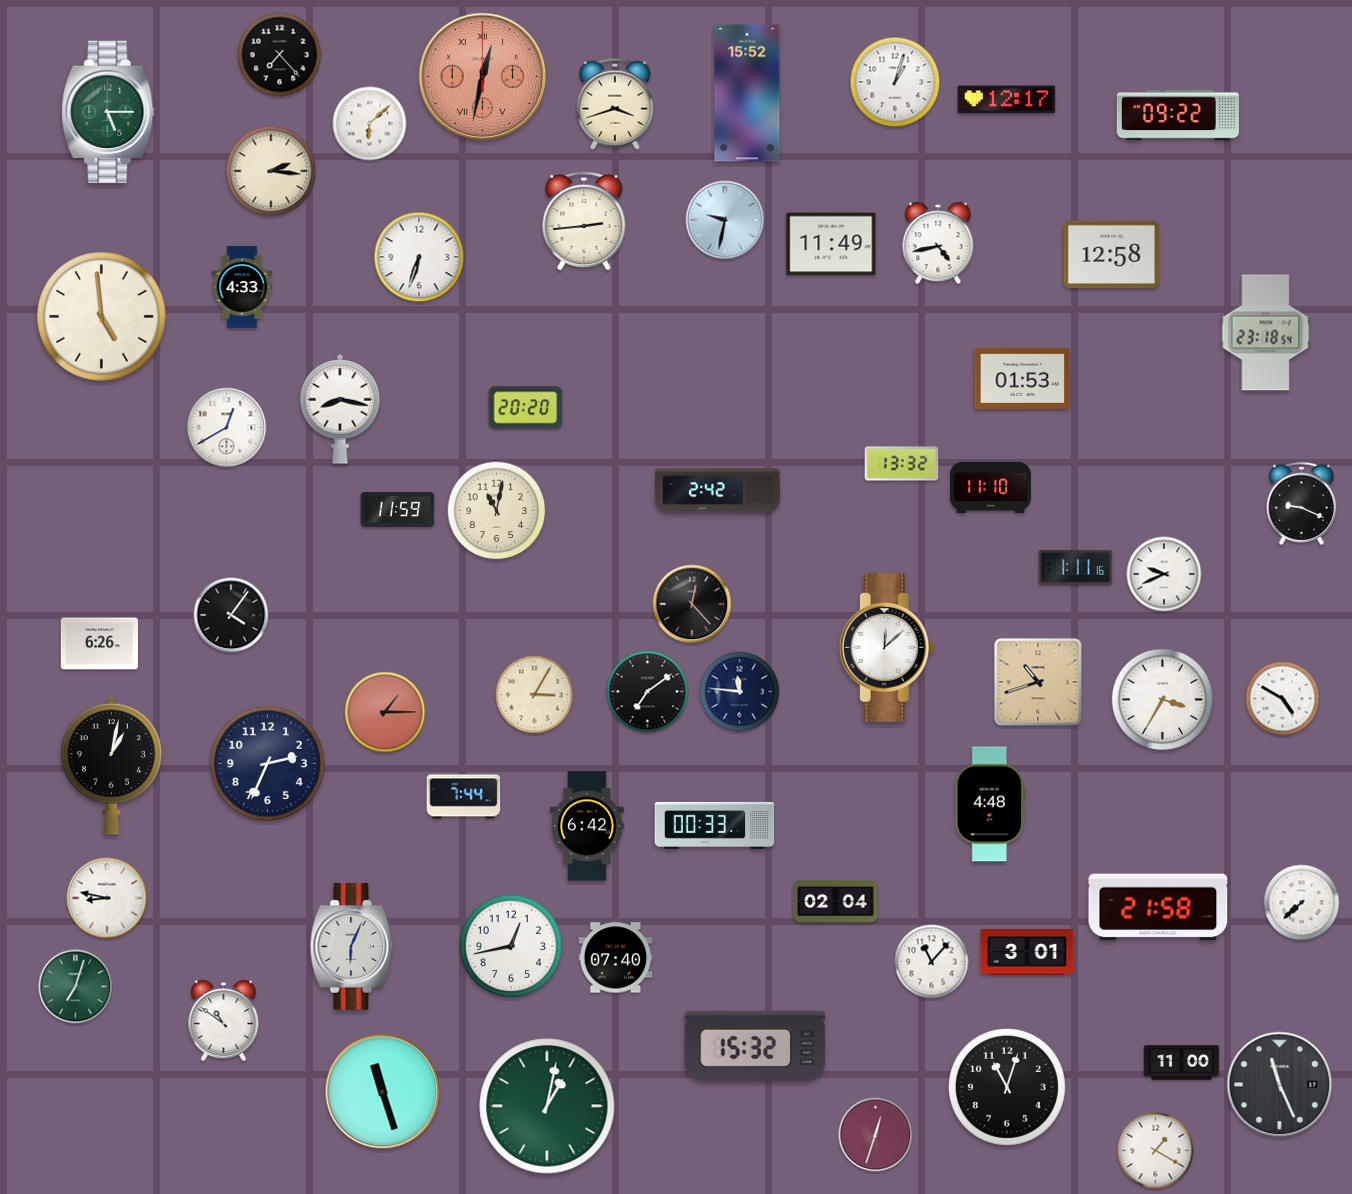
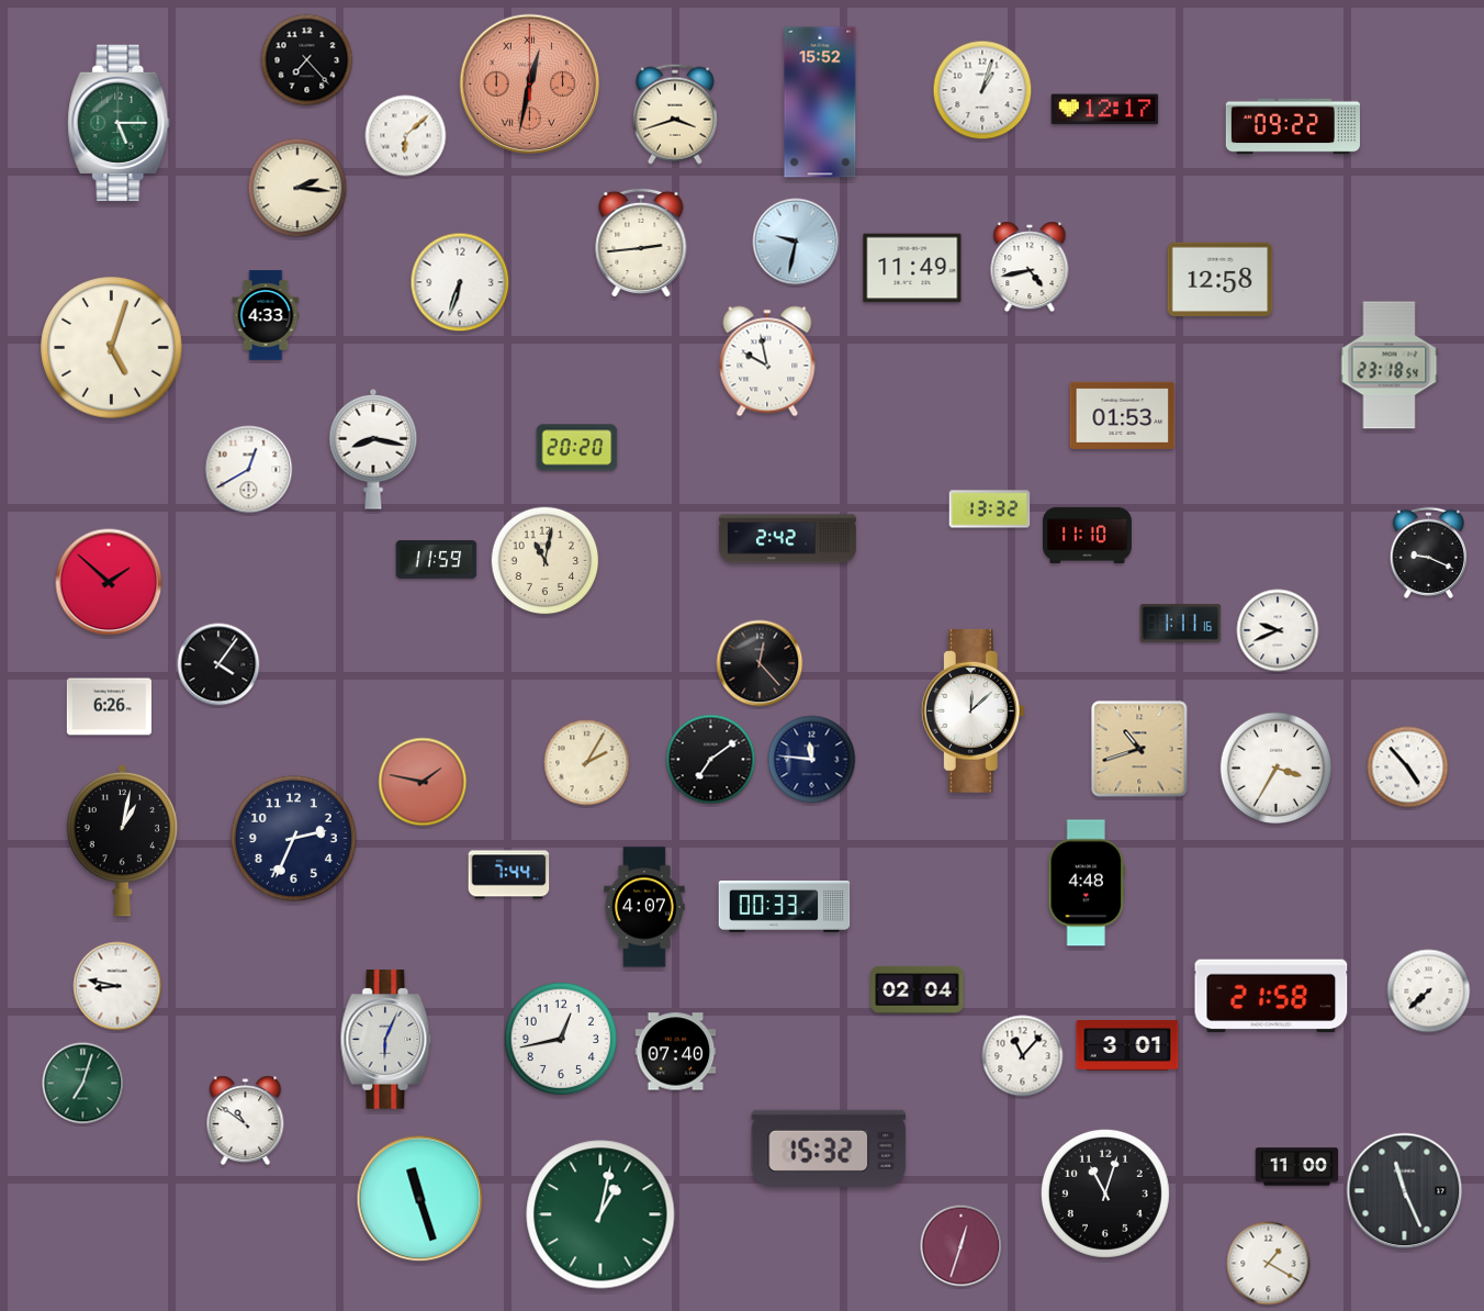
clock at (102, 317): 4:59 -> 5:03
clock at (767, 361): none -> 9:58
clock at (109, 582): none -> 1:52
clock at (231, 615) position: (231, 615) -> (218, 664)
clock at (535, 695): 3:05 -> 2:05
clock at (1283, 699): 4:50 -> 4:53
clock at (385, 712): 1:15 -> 1:47
clock at (587, 826): 6:42 -> 4:07
